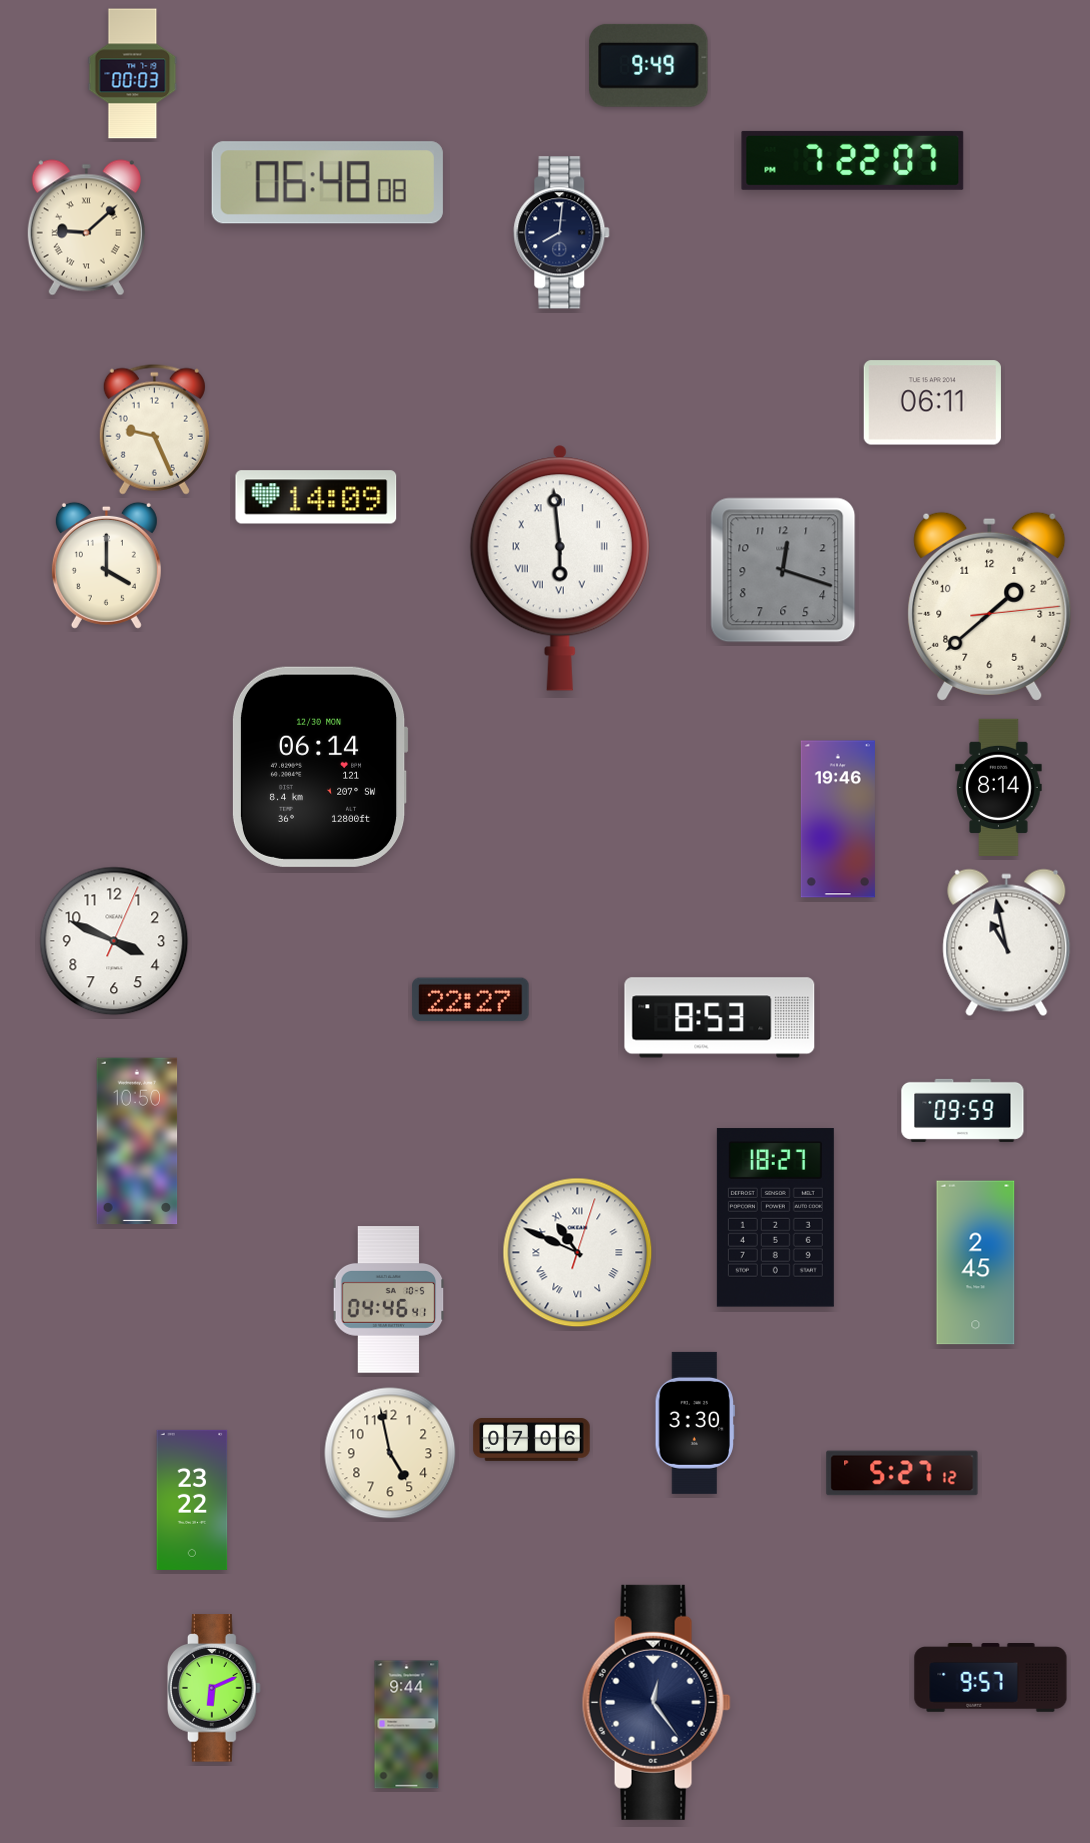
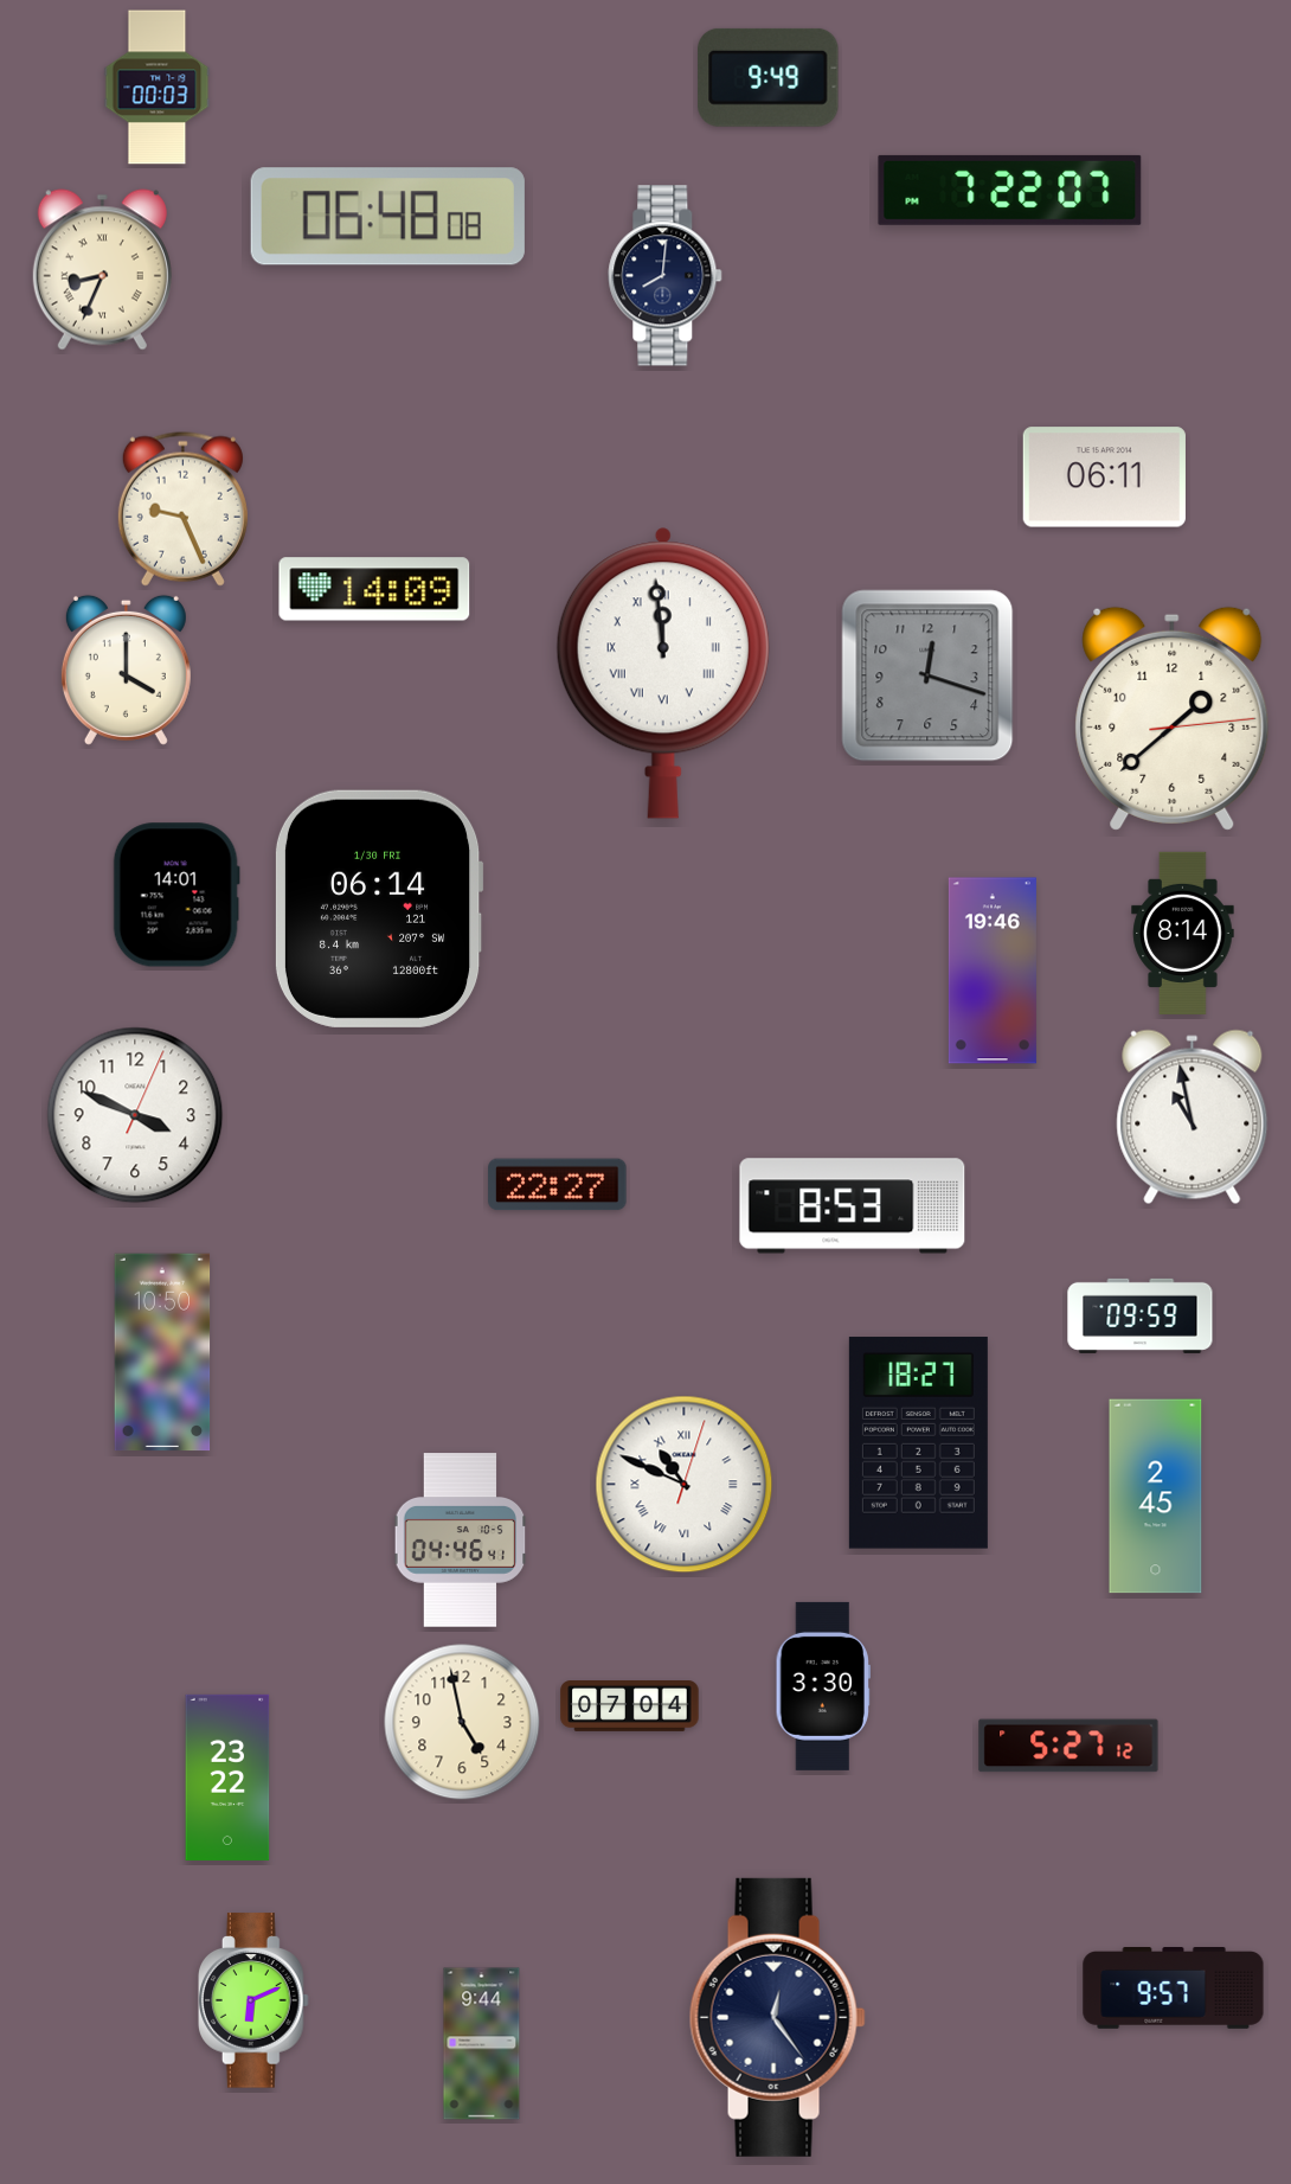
clock at (86, 228): 9:08 -> 8:34
clock at (560, 568): 5:59 -> 11:59
clock at (176, 895): none -> 14:01
clock at (320, 767) date: 12/30 MON -> 1/30 FRI
clock at (532, 1440): 07:06 -> 07:04
